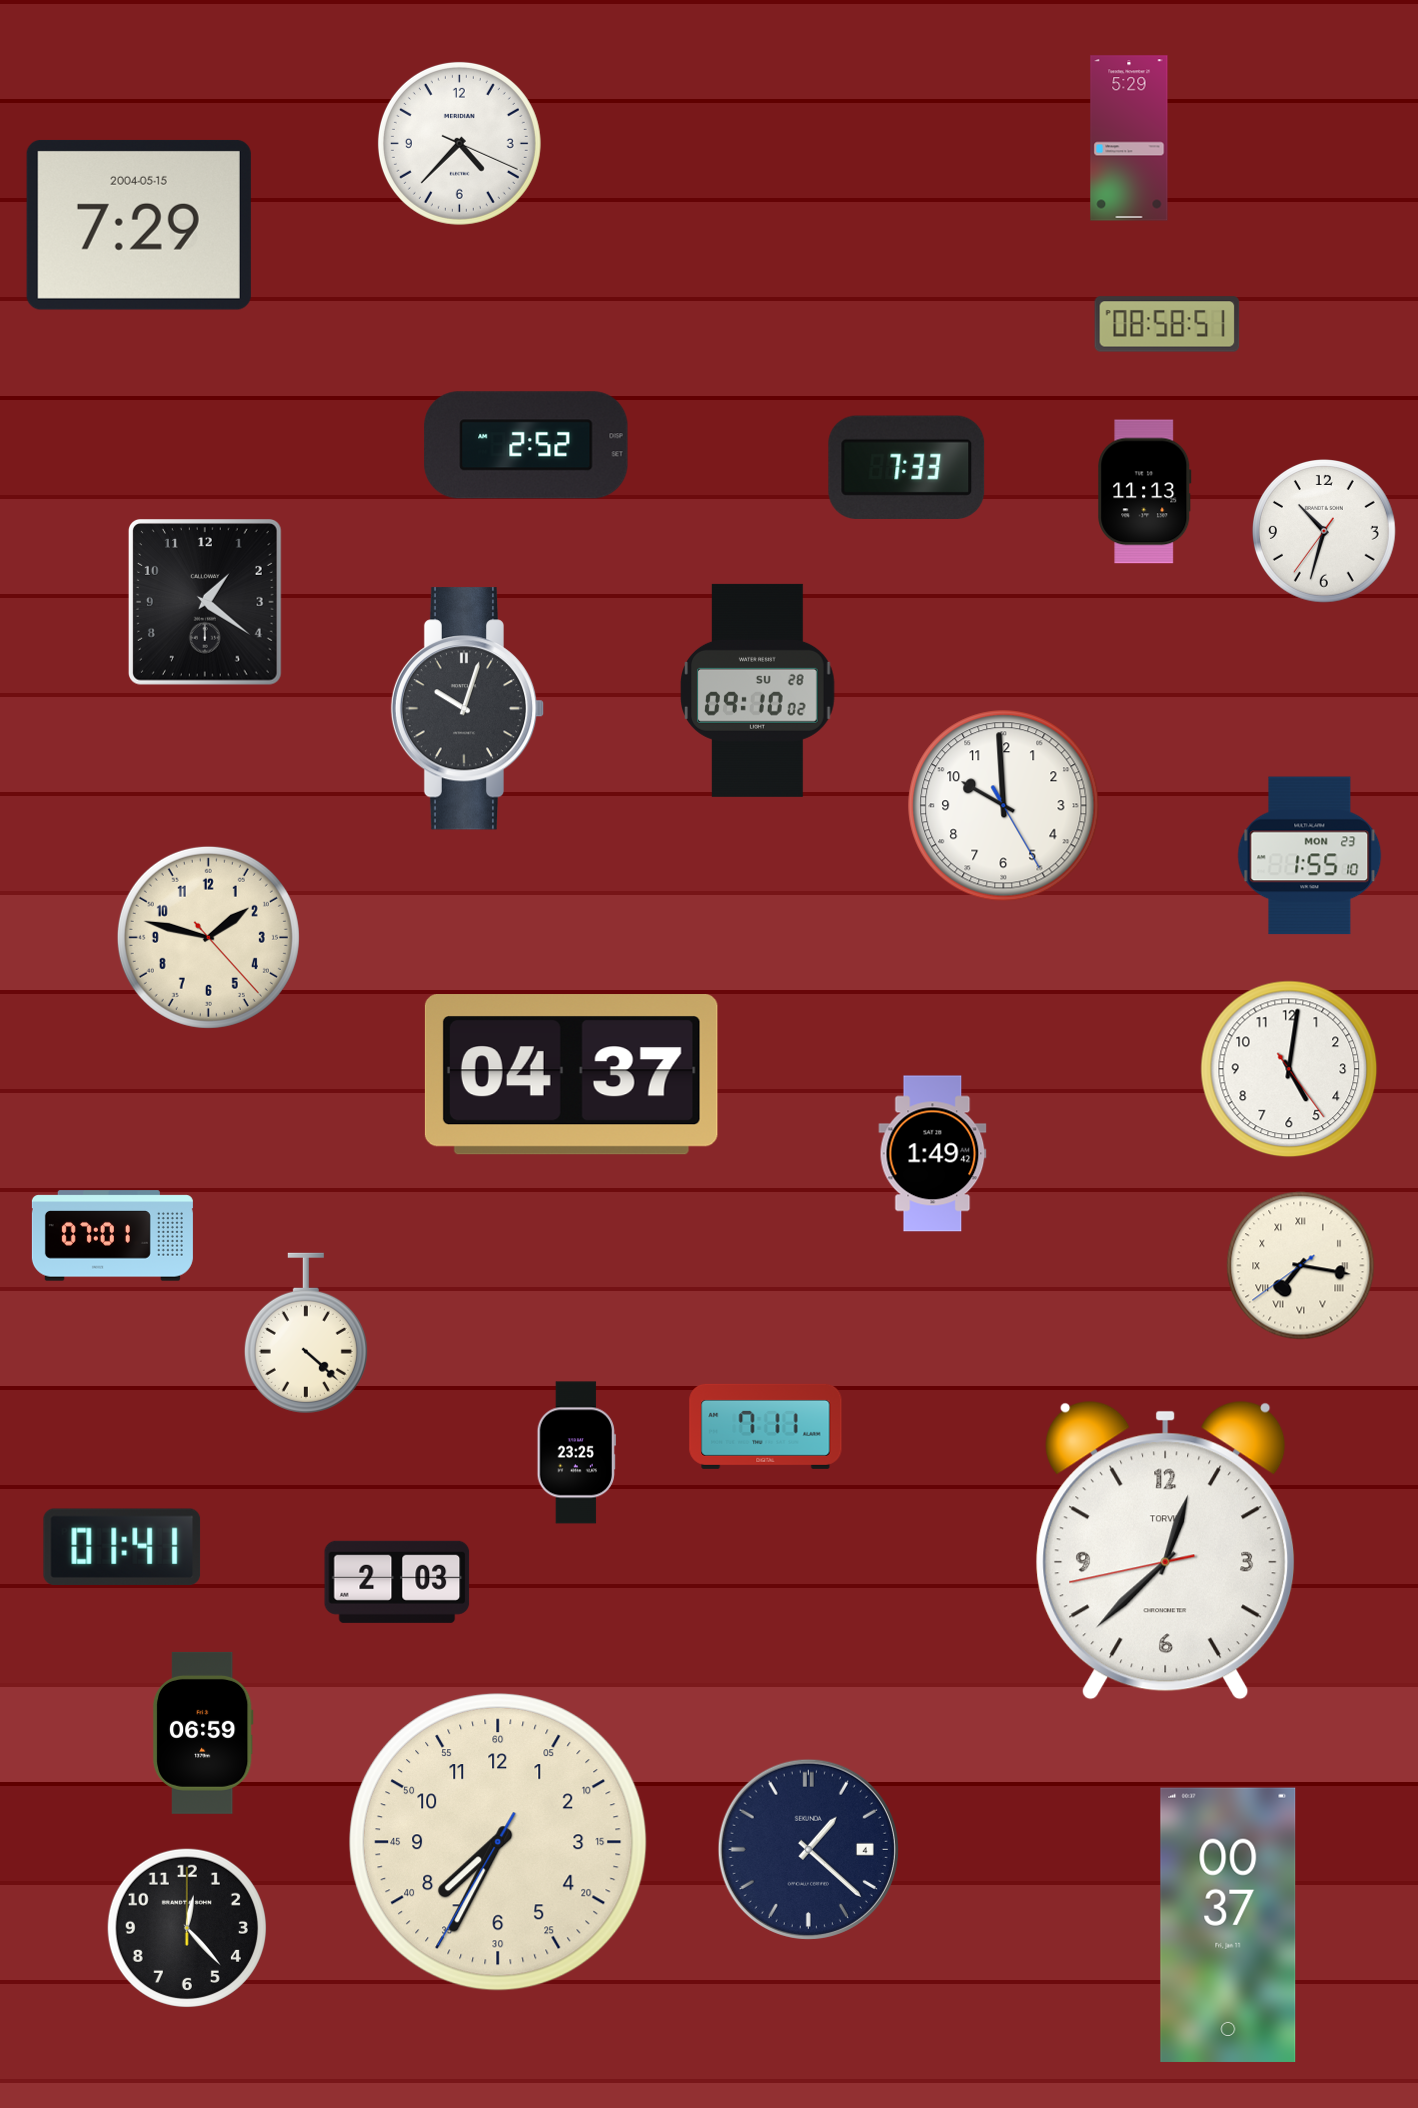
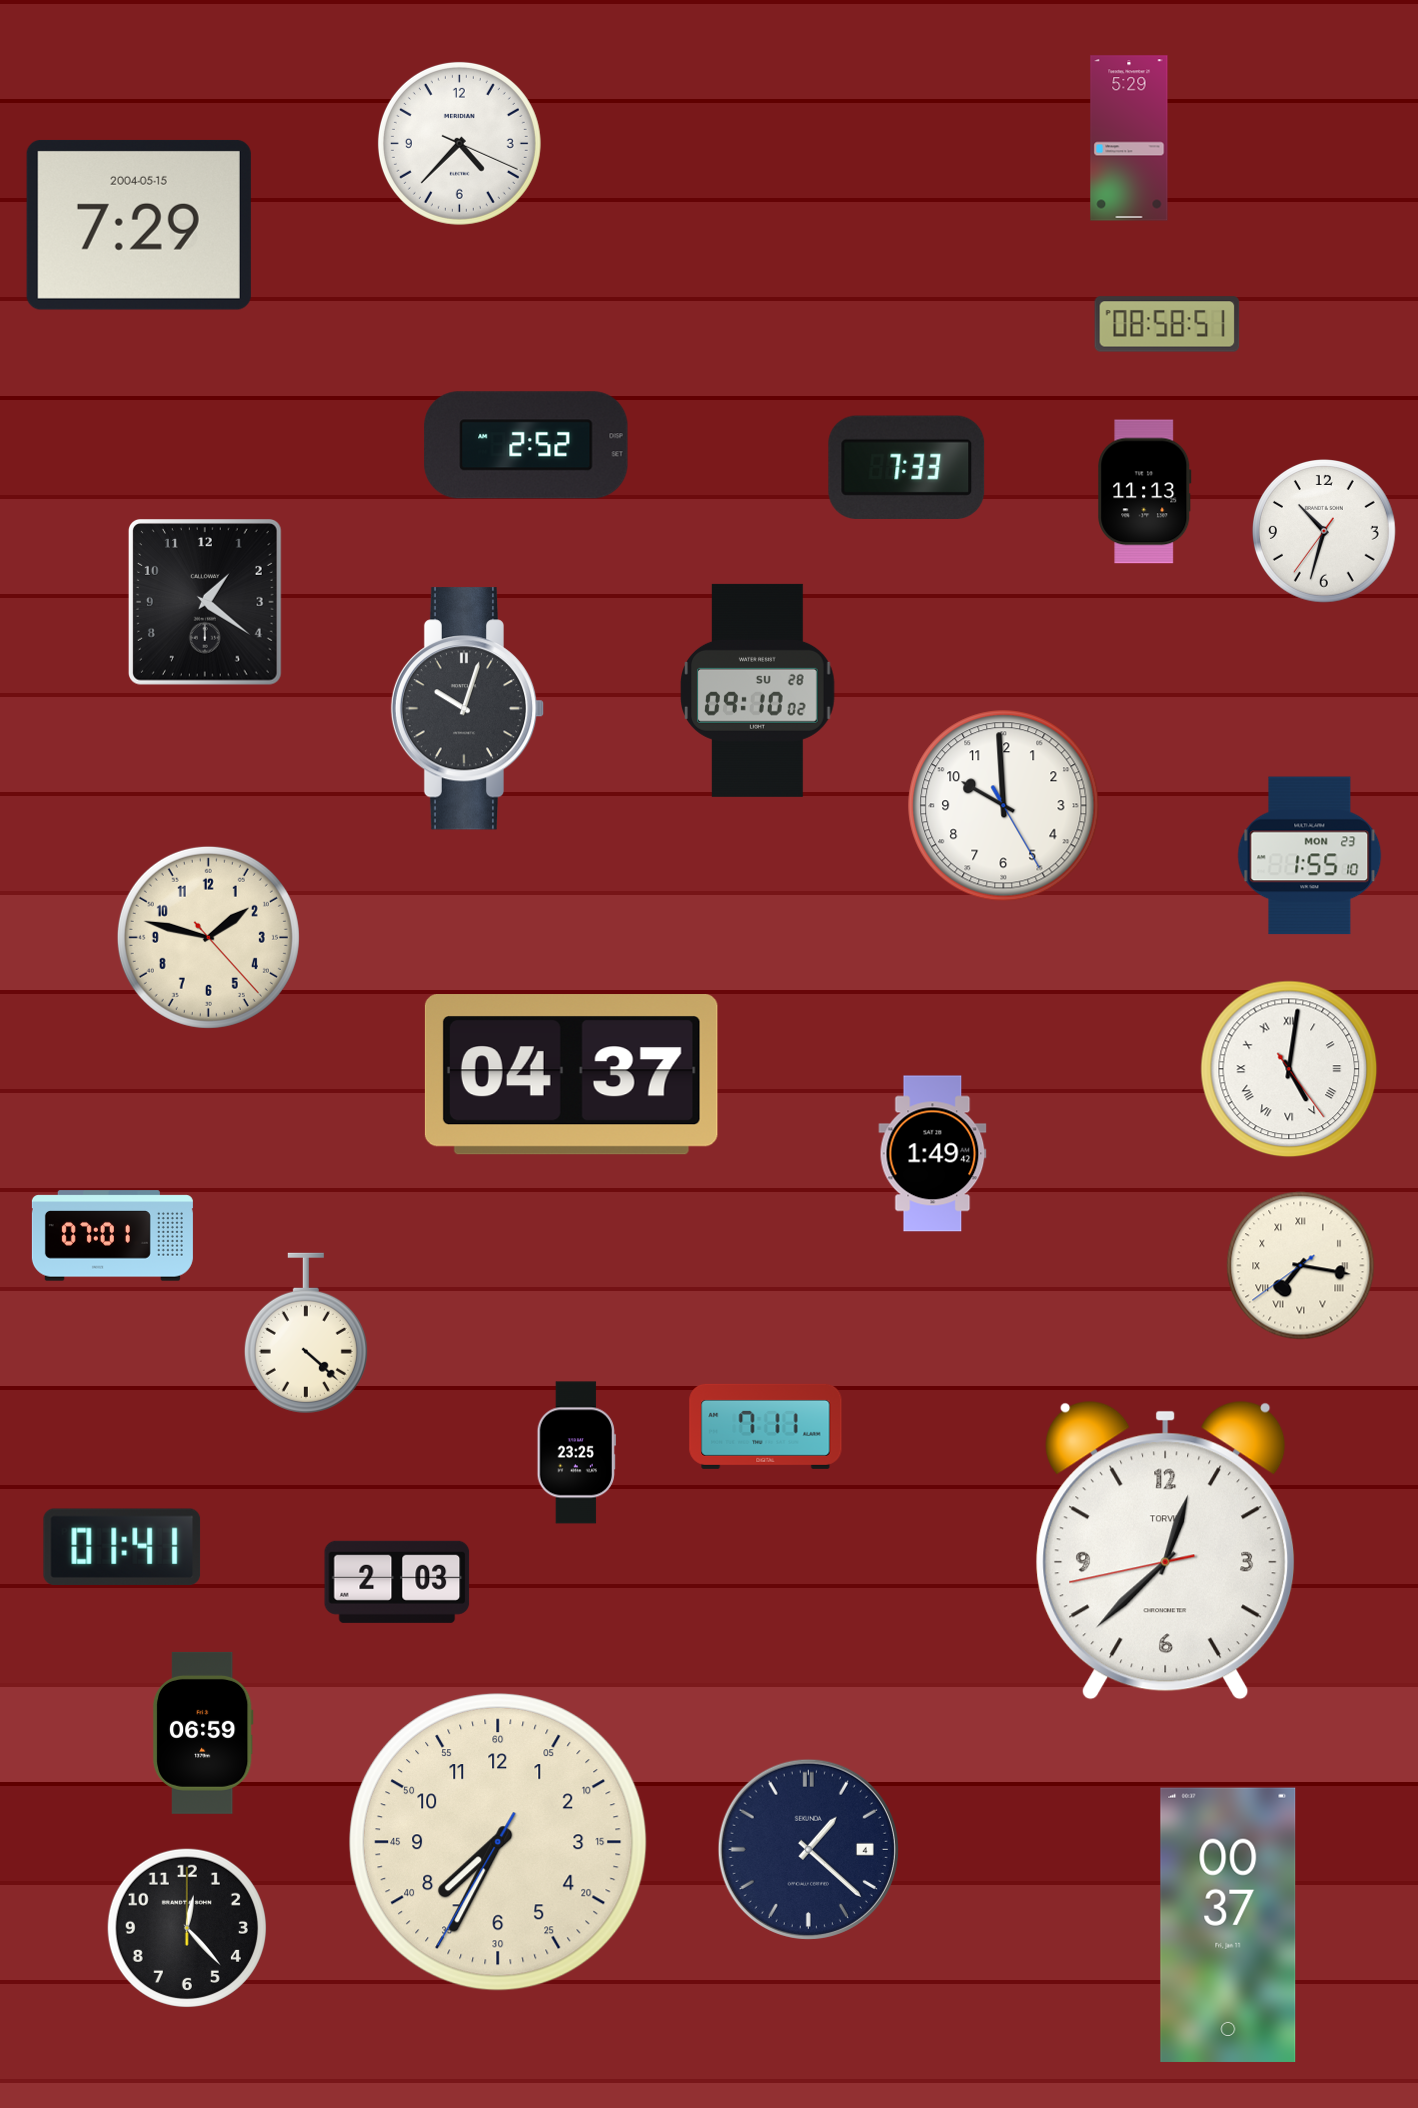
clock at (1289, 1069) numerals: Arabic -> Roman
